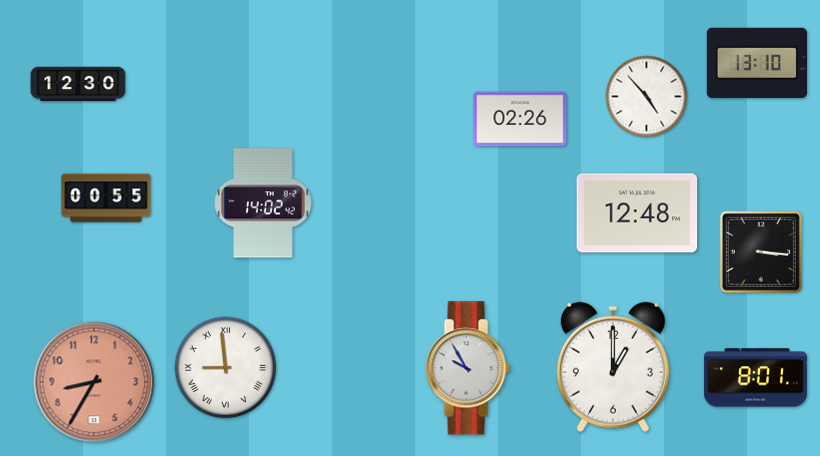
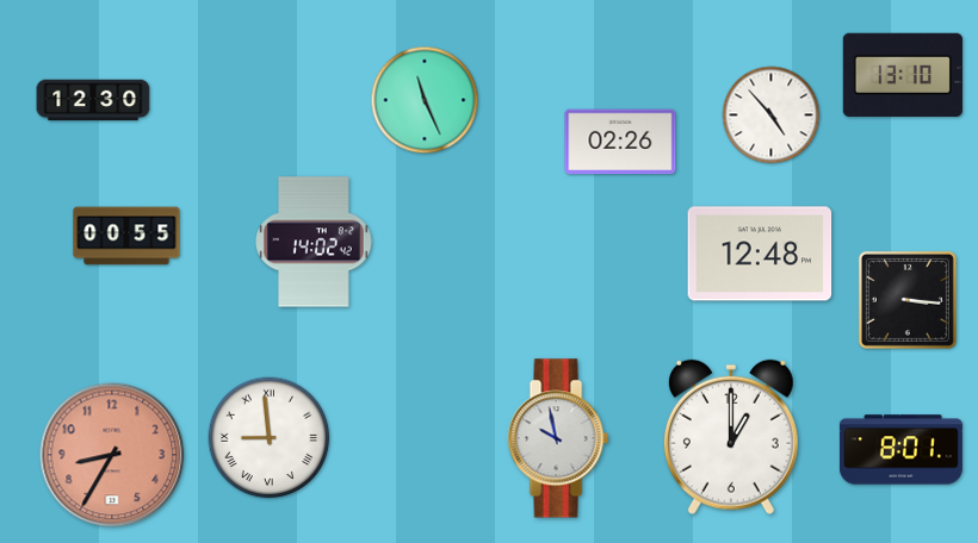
clock at (425, 100): none -> 11:26
clock at (468, 368): 9:55 -> 9:58
